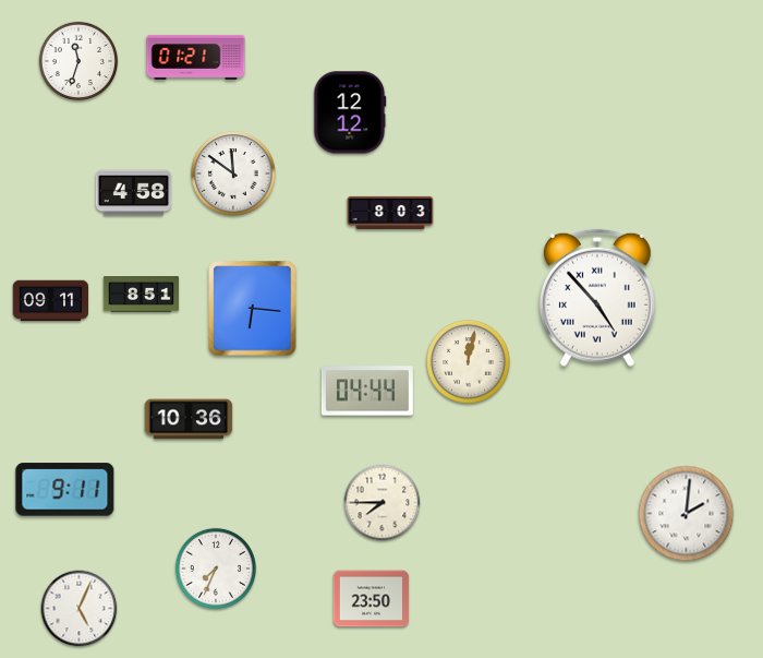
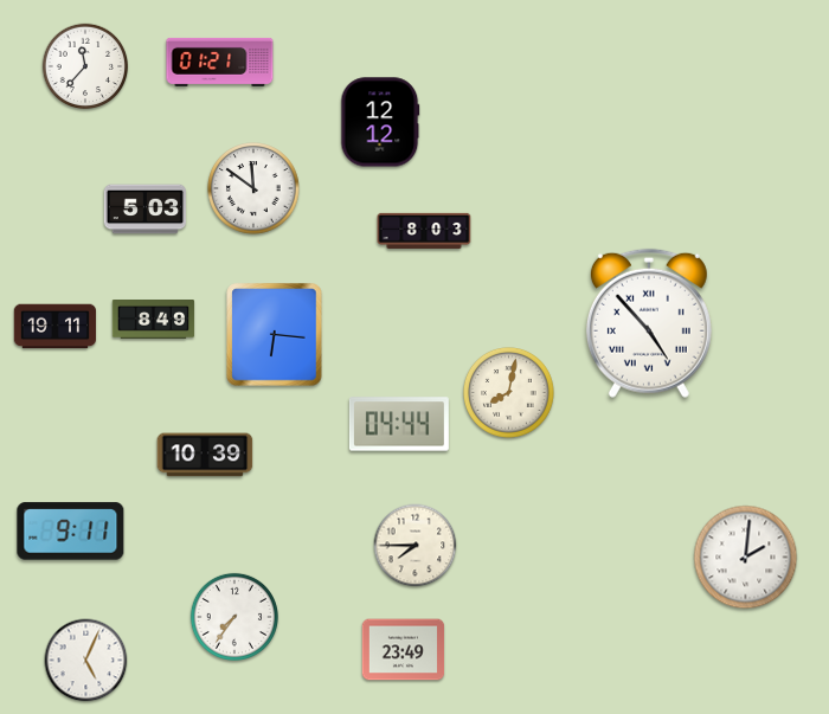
clock at (196, 57) position: (196, 57) -> (220, 62)
clock at (78, 61): 11:33 -> 11:37
clock at (134, 193): 4:58 -> 5:03
clock at (142, 295): 8:51 -> 8:49
clock at (51, 301): 09:11 -> 19:11
clock at (469, 362): 12:02 -> 8:02
clock at (189, 419): 10:36 -> 10:39
clock at (216, 569): 7:34 -> 7:36
clock at (372, 599): 23:50 -> 23:49
